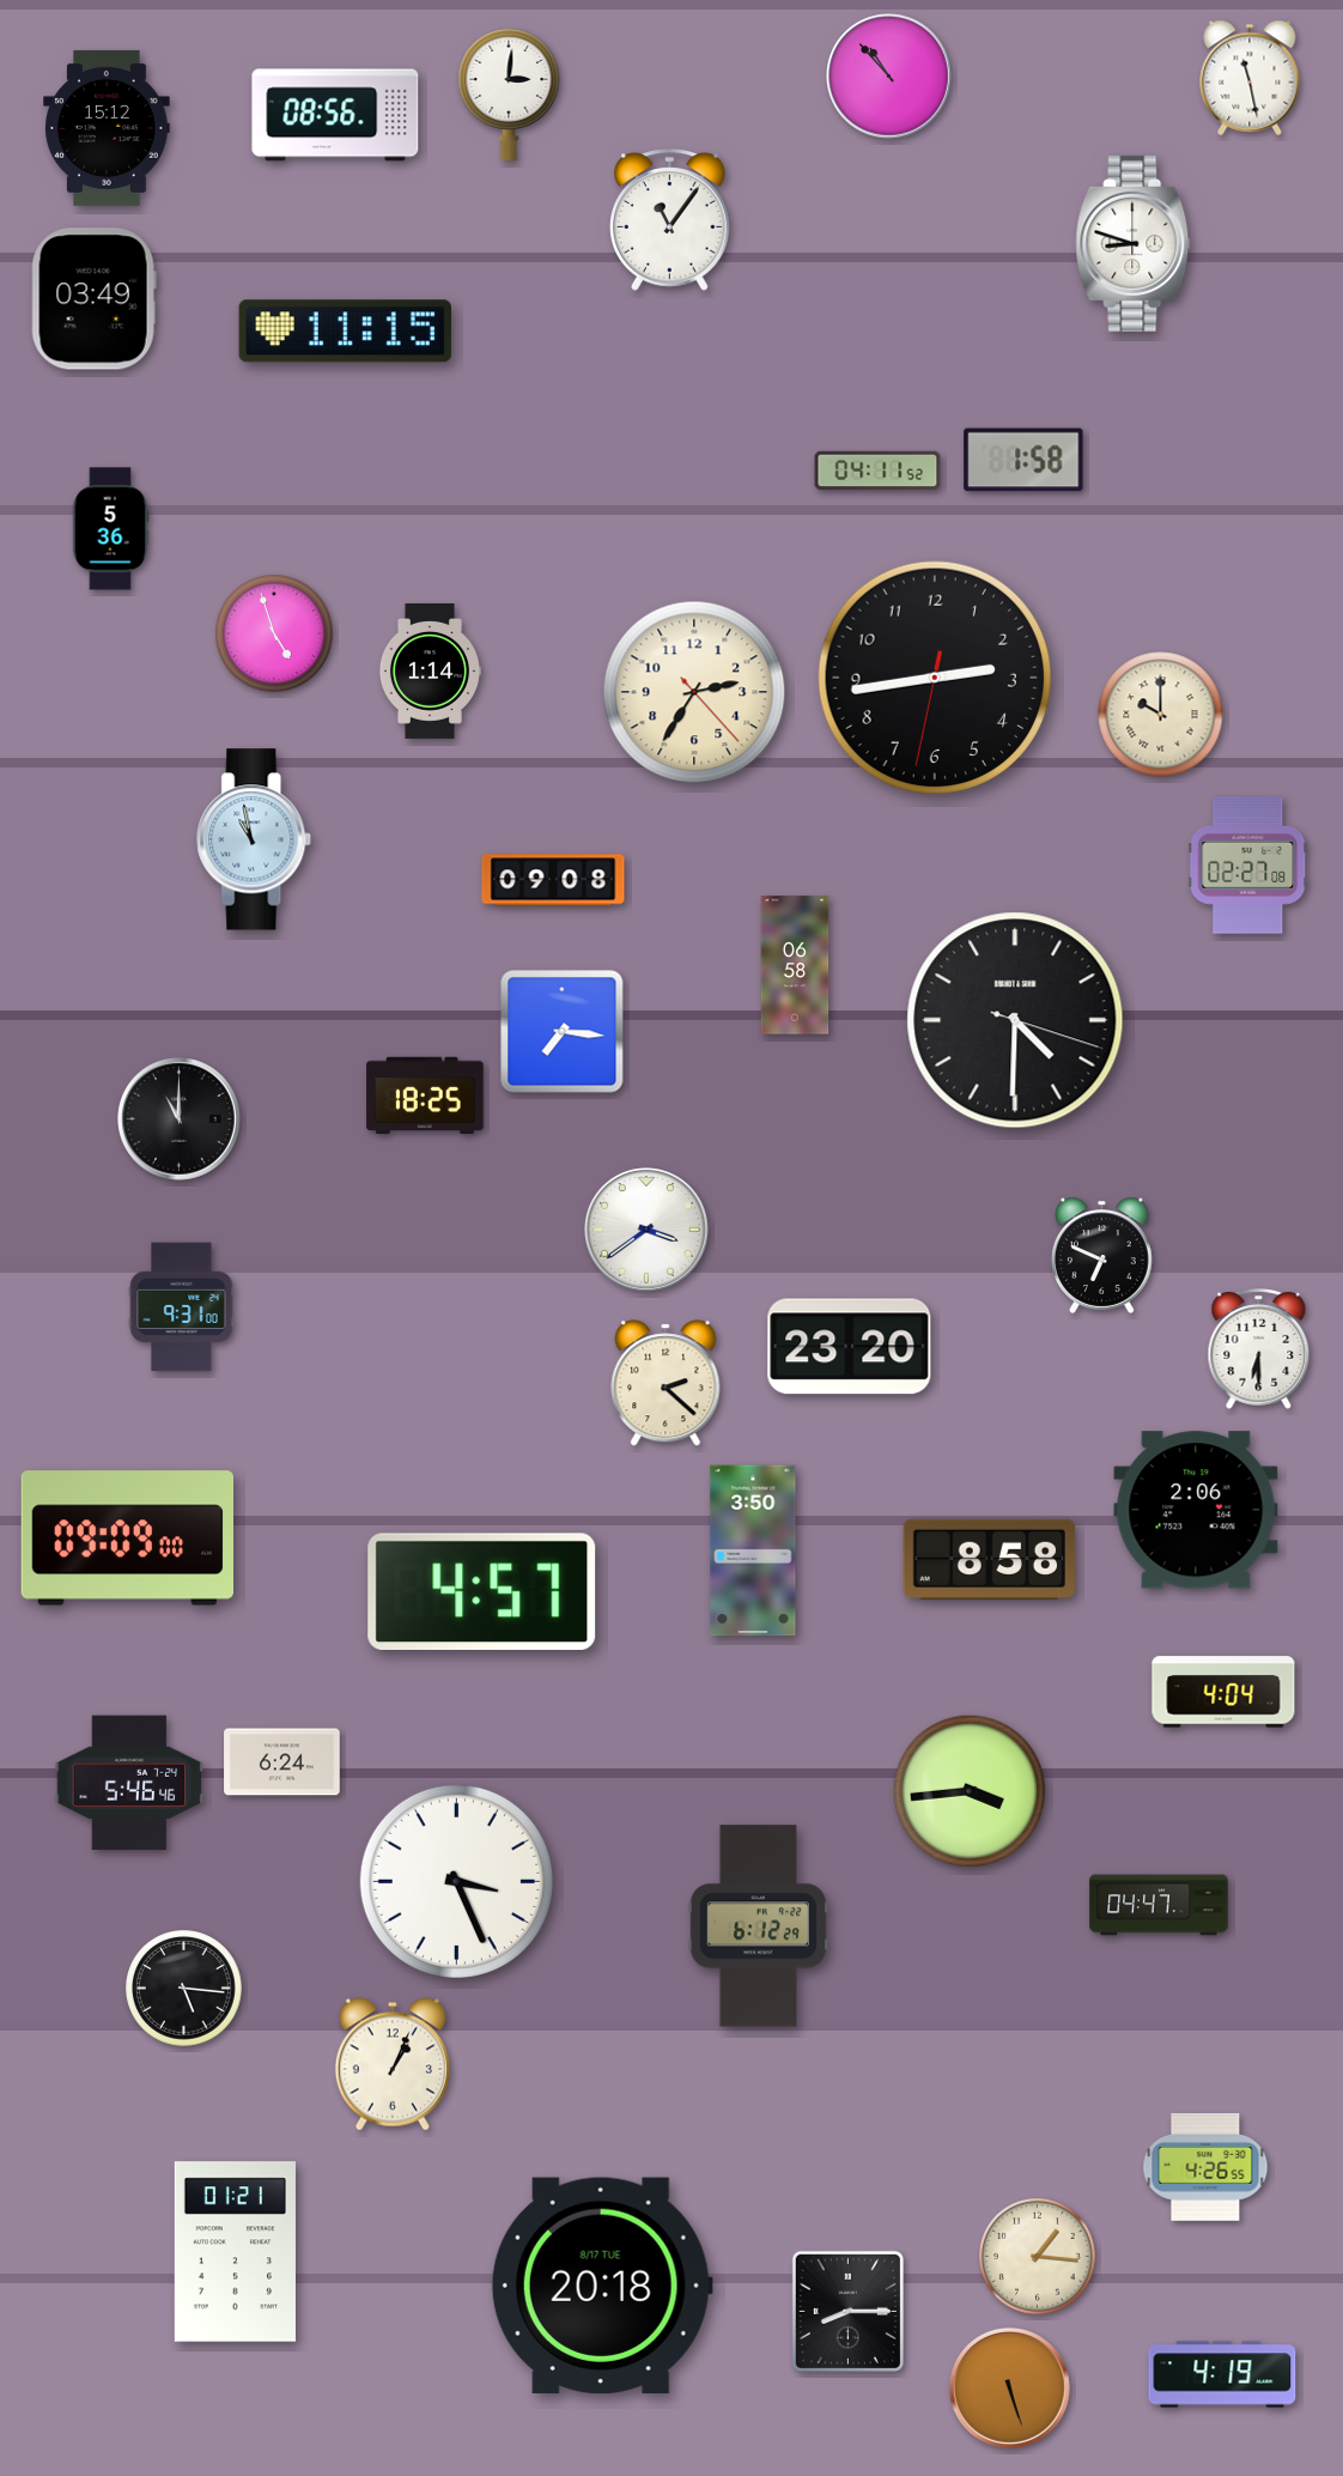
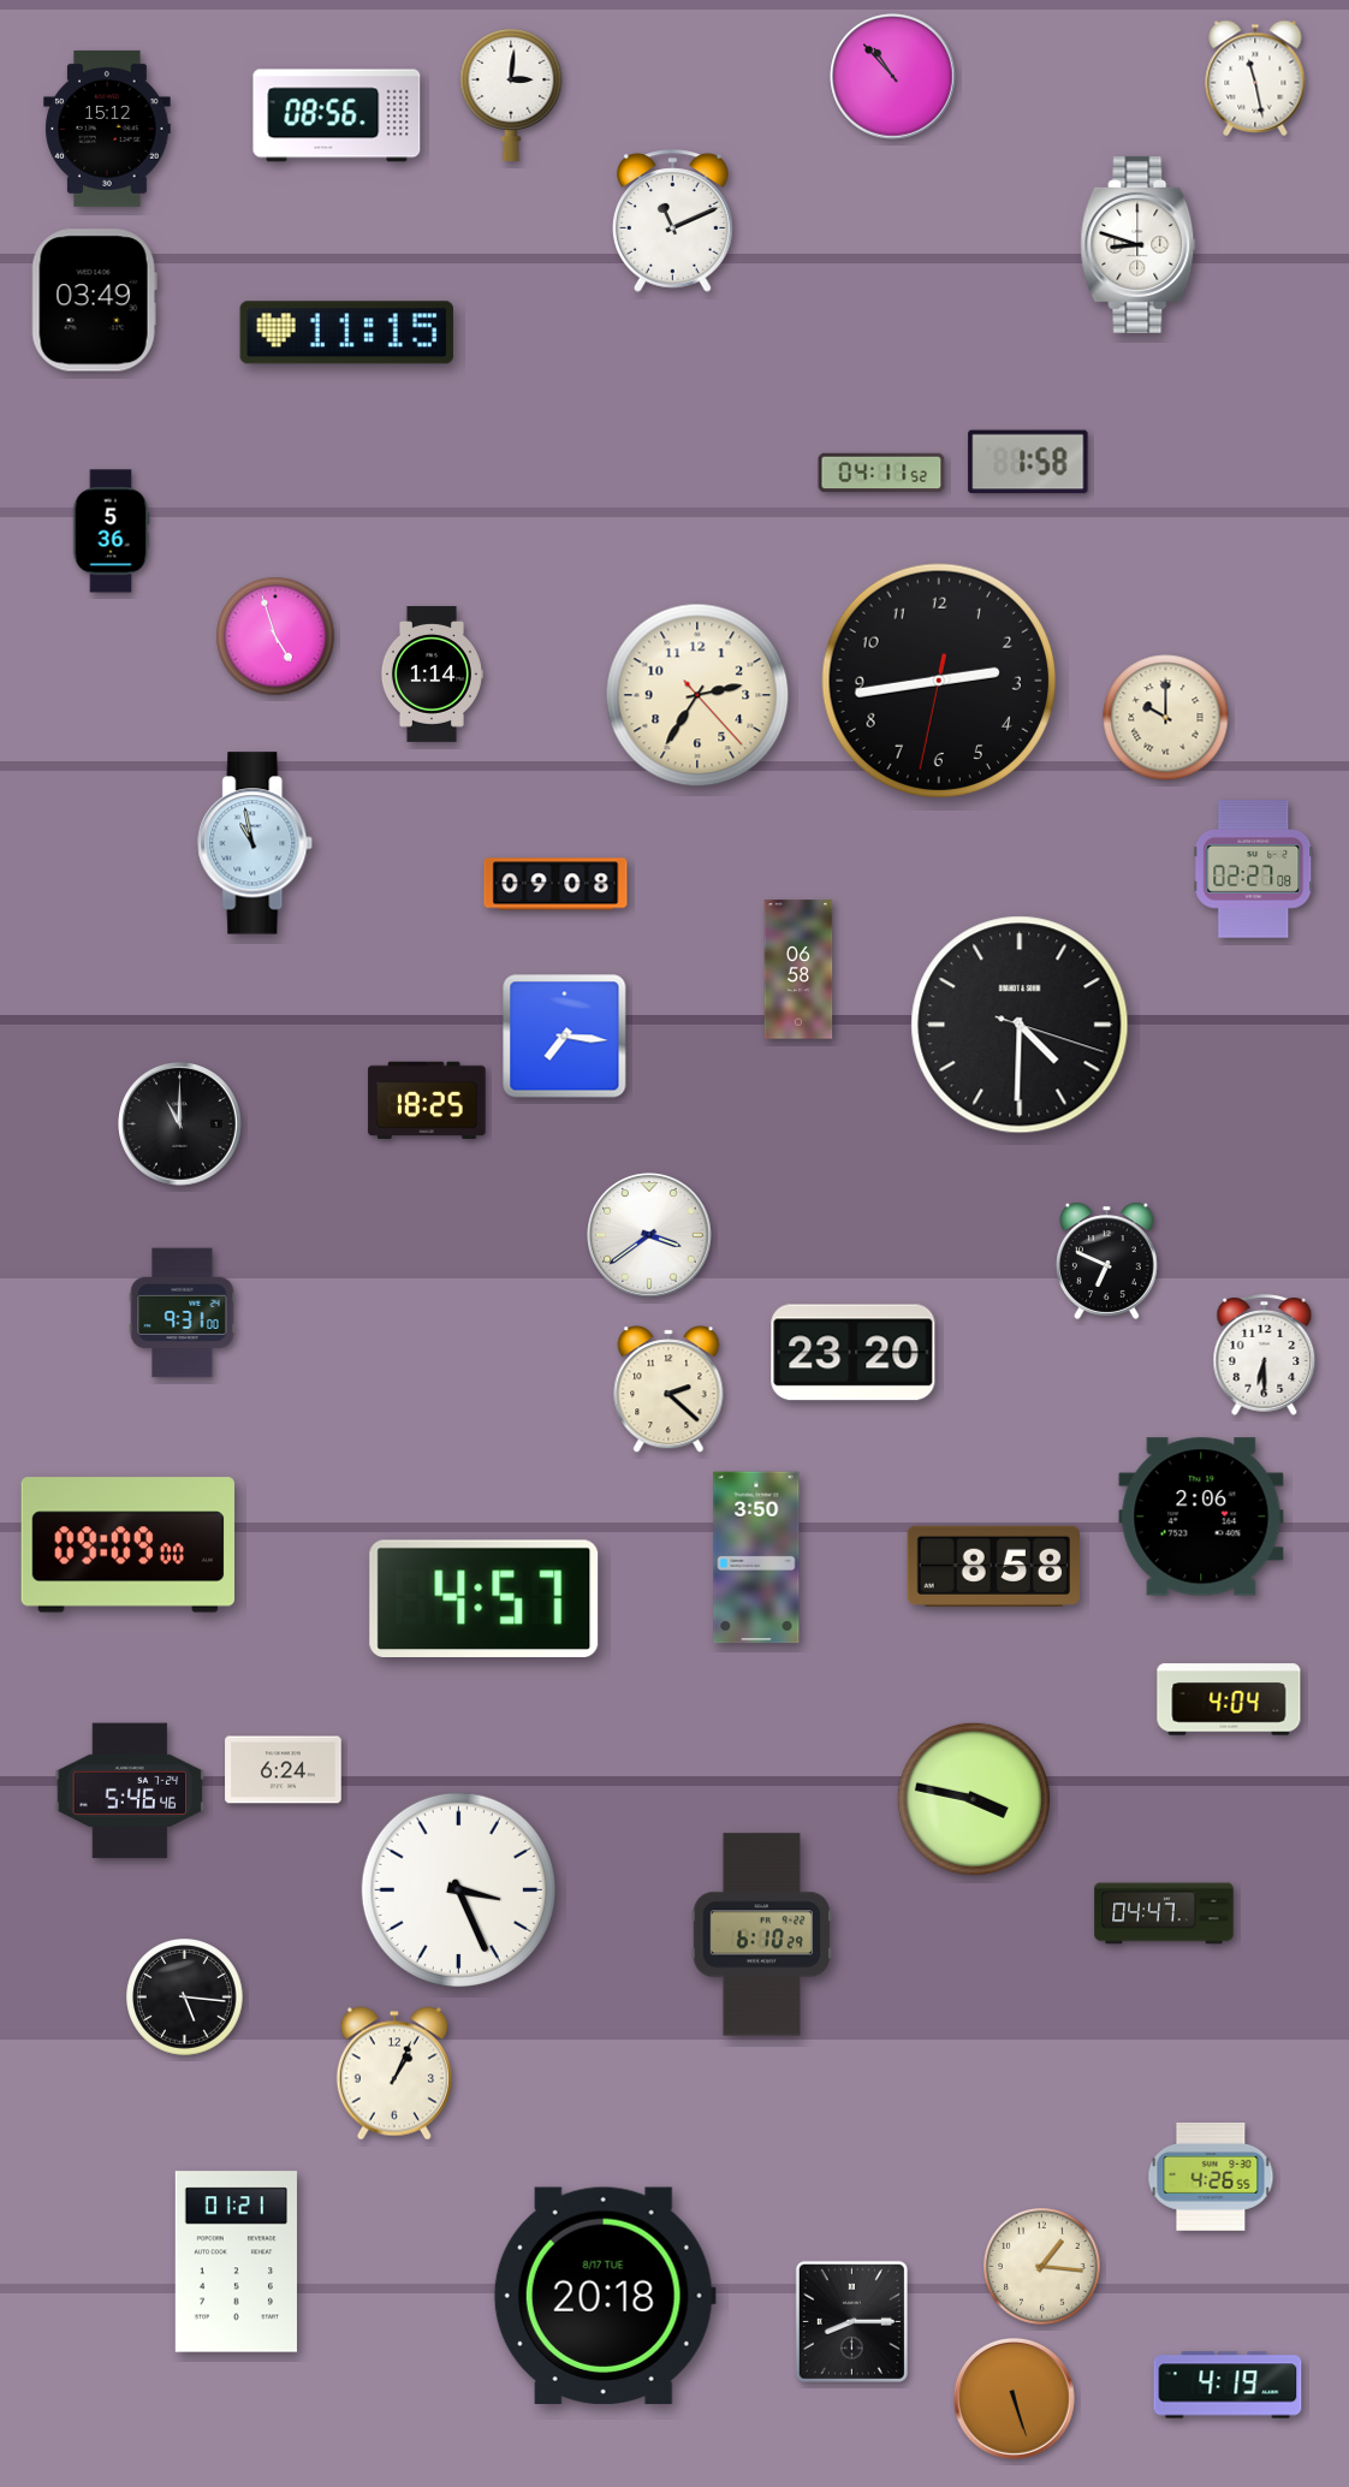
clock at (670, 220): 11:06 -> 11:11
clock at (970, 1791): 3:44 -> 3:47
clock at (759, 1926): 6:12 -> 6:10
